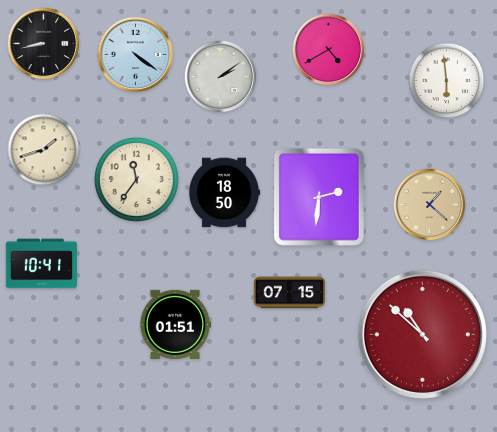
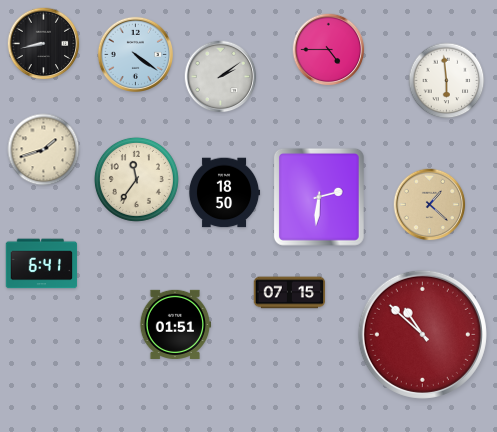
clock at (329, 50): 4:40 -> 4:45
clock at (42, 264): 10:41 -> 6:41
